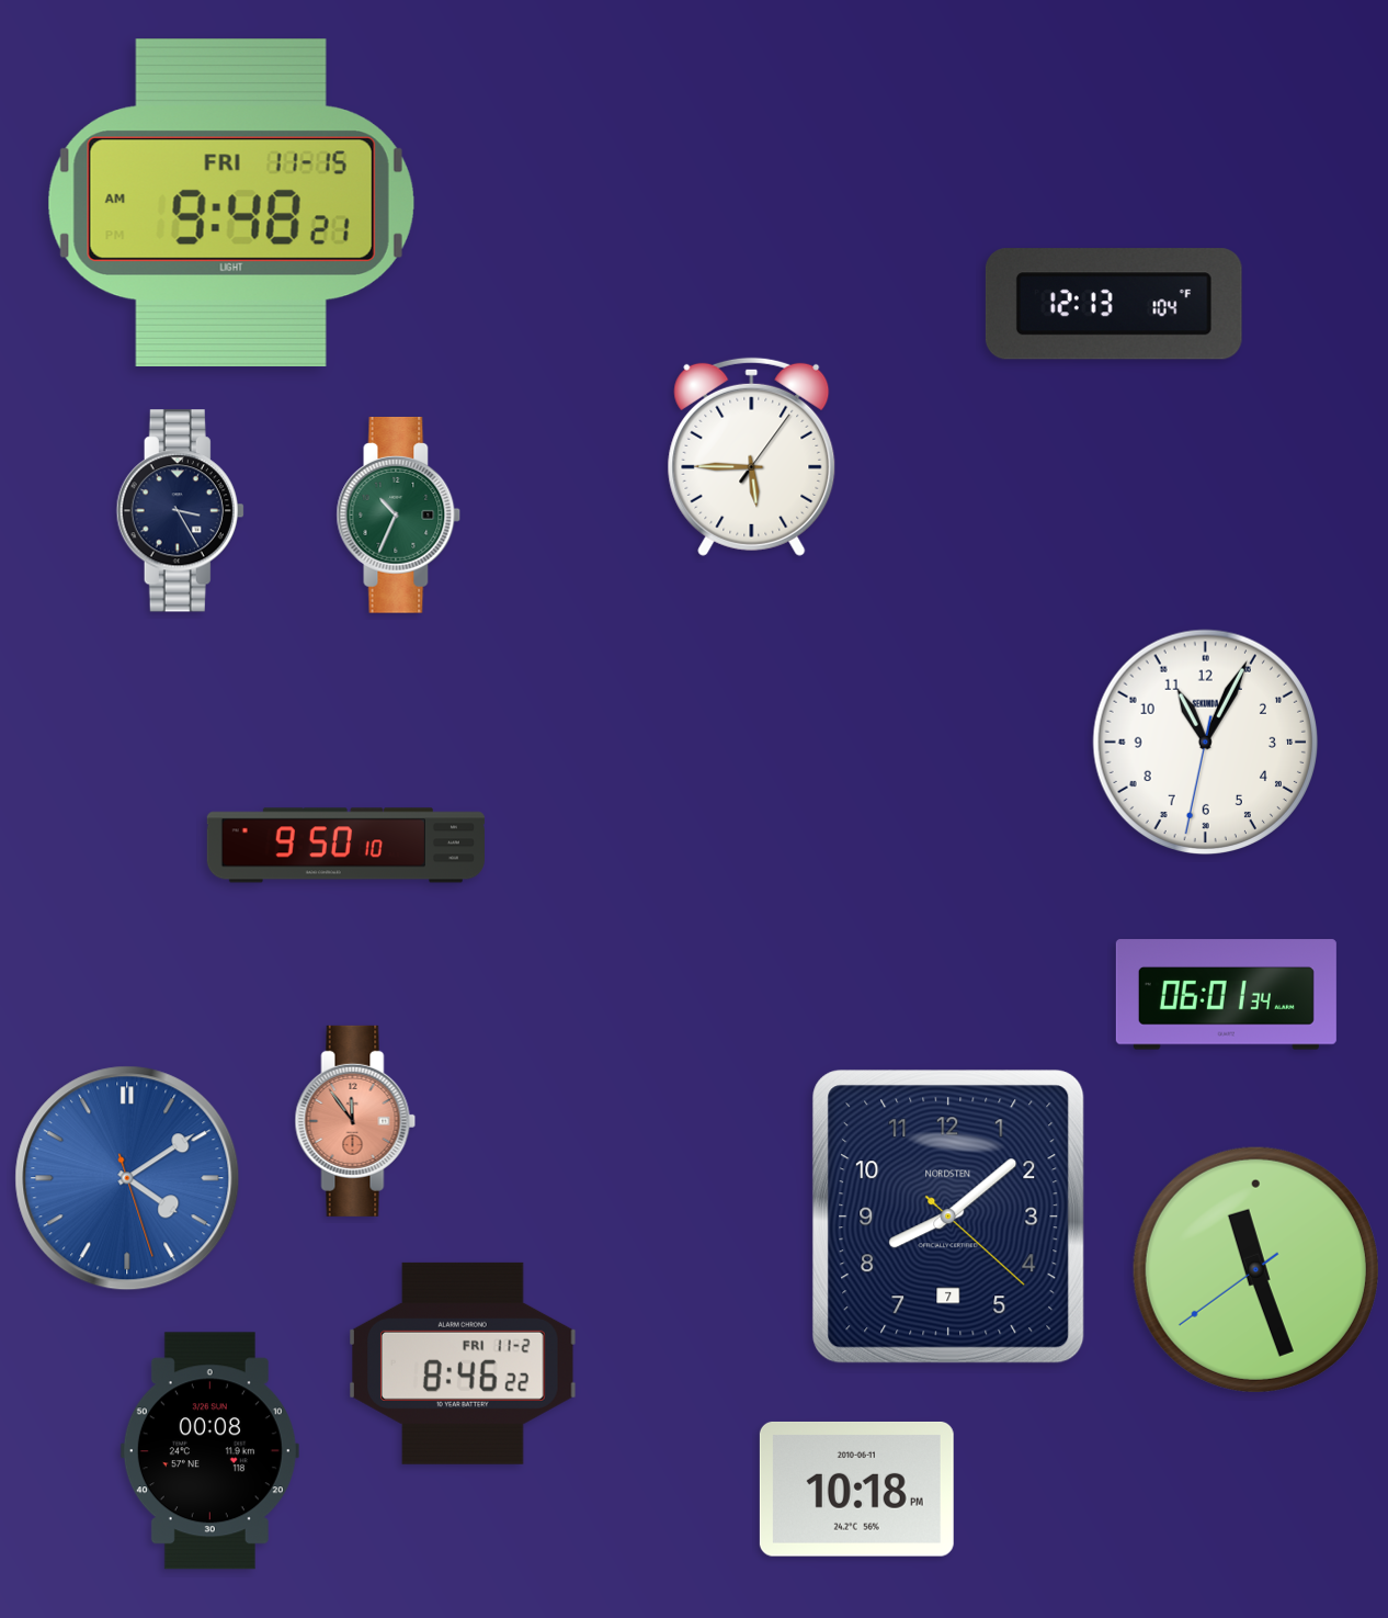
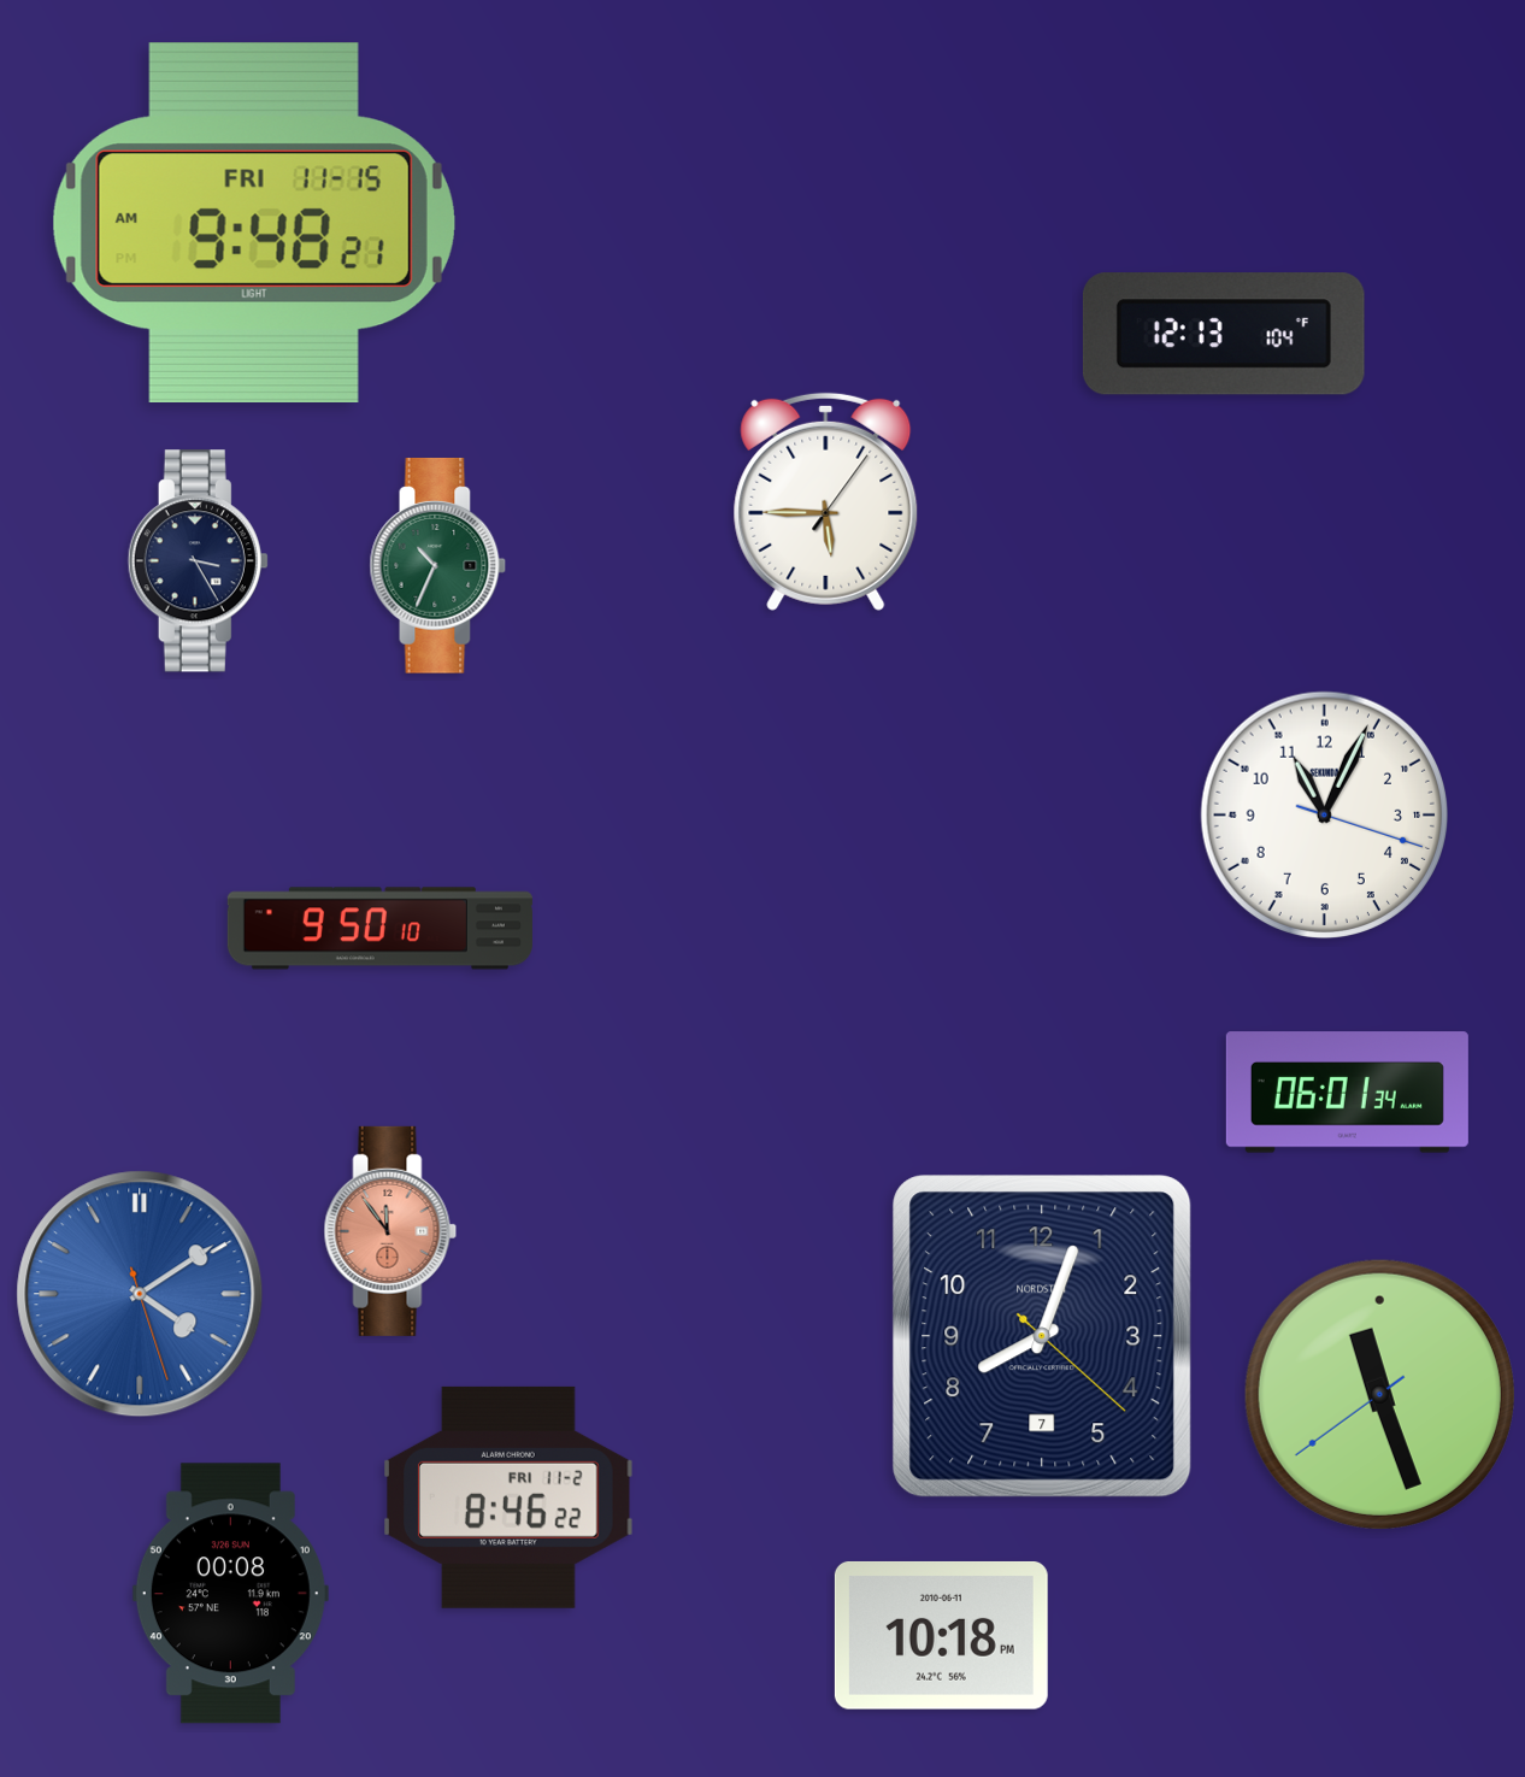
clock at (1206, 743): 11:04:32 -> 11:04:18
clock at (948, 1217): 8:08 -> 8:03
